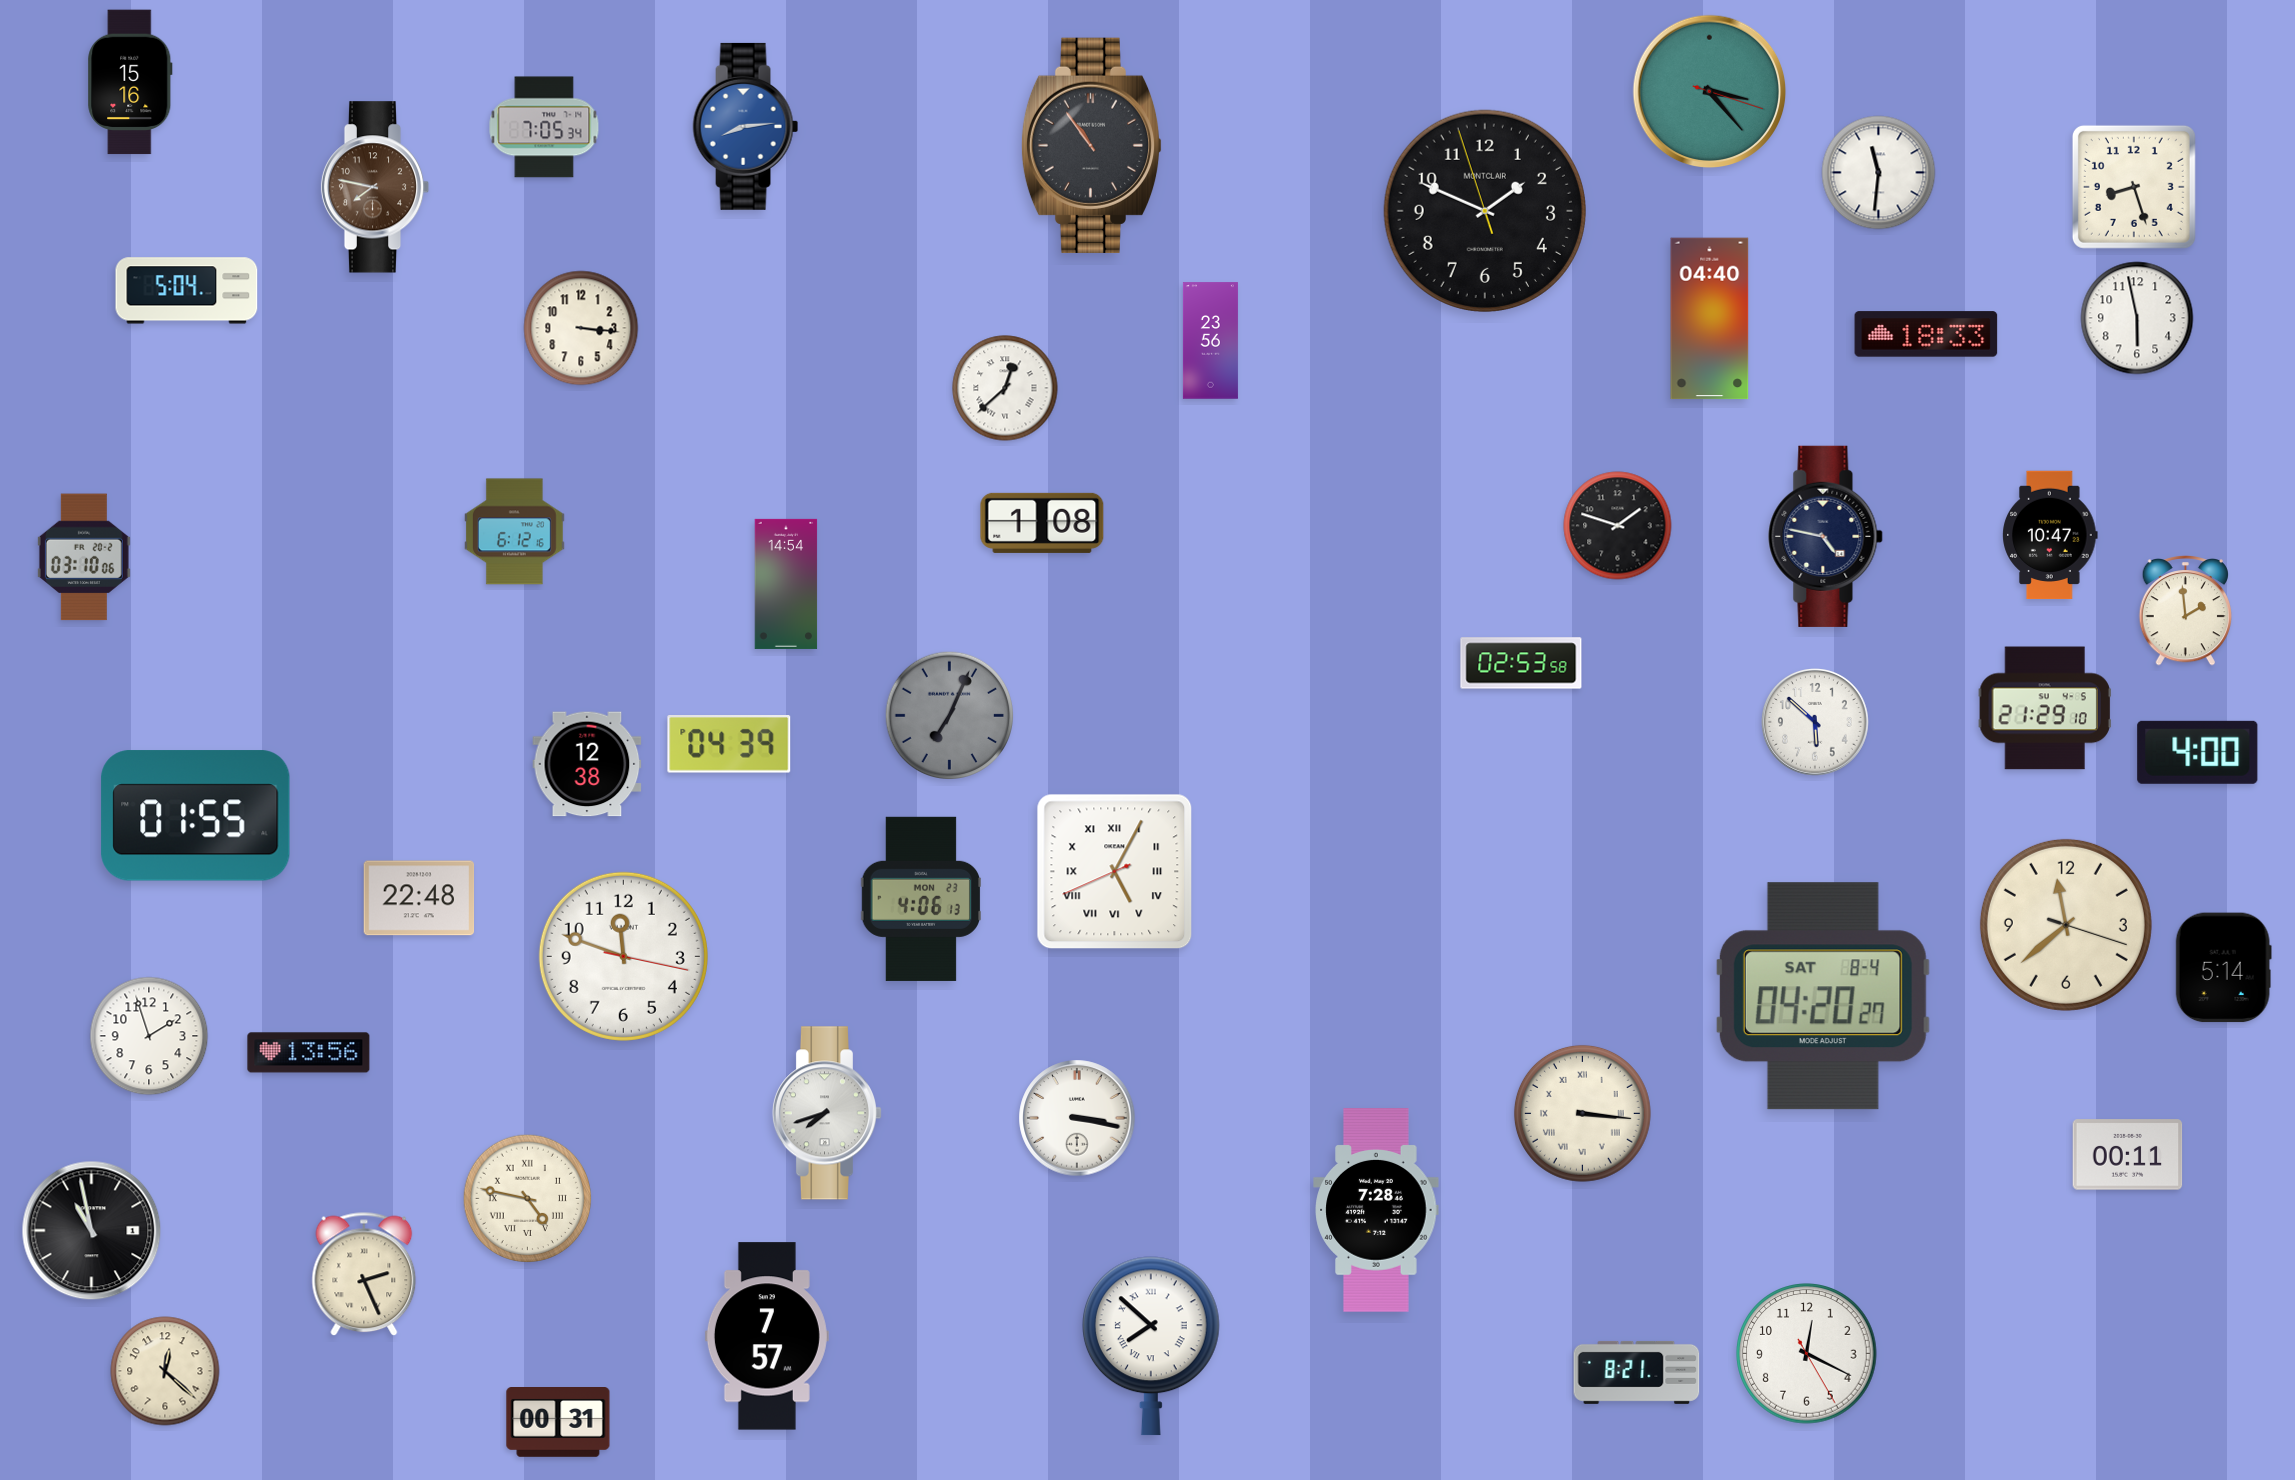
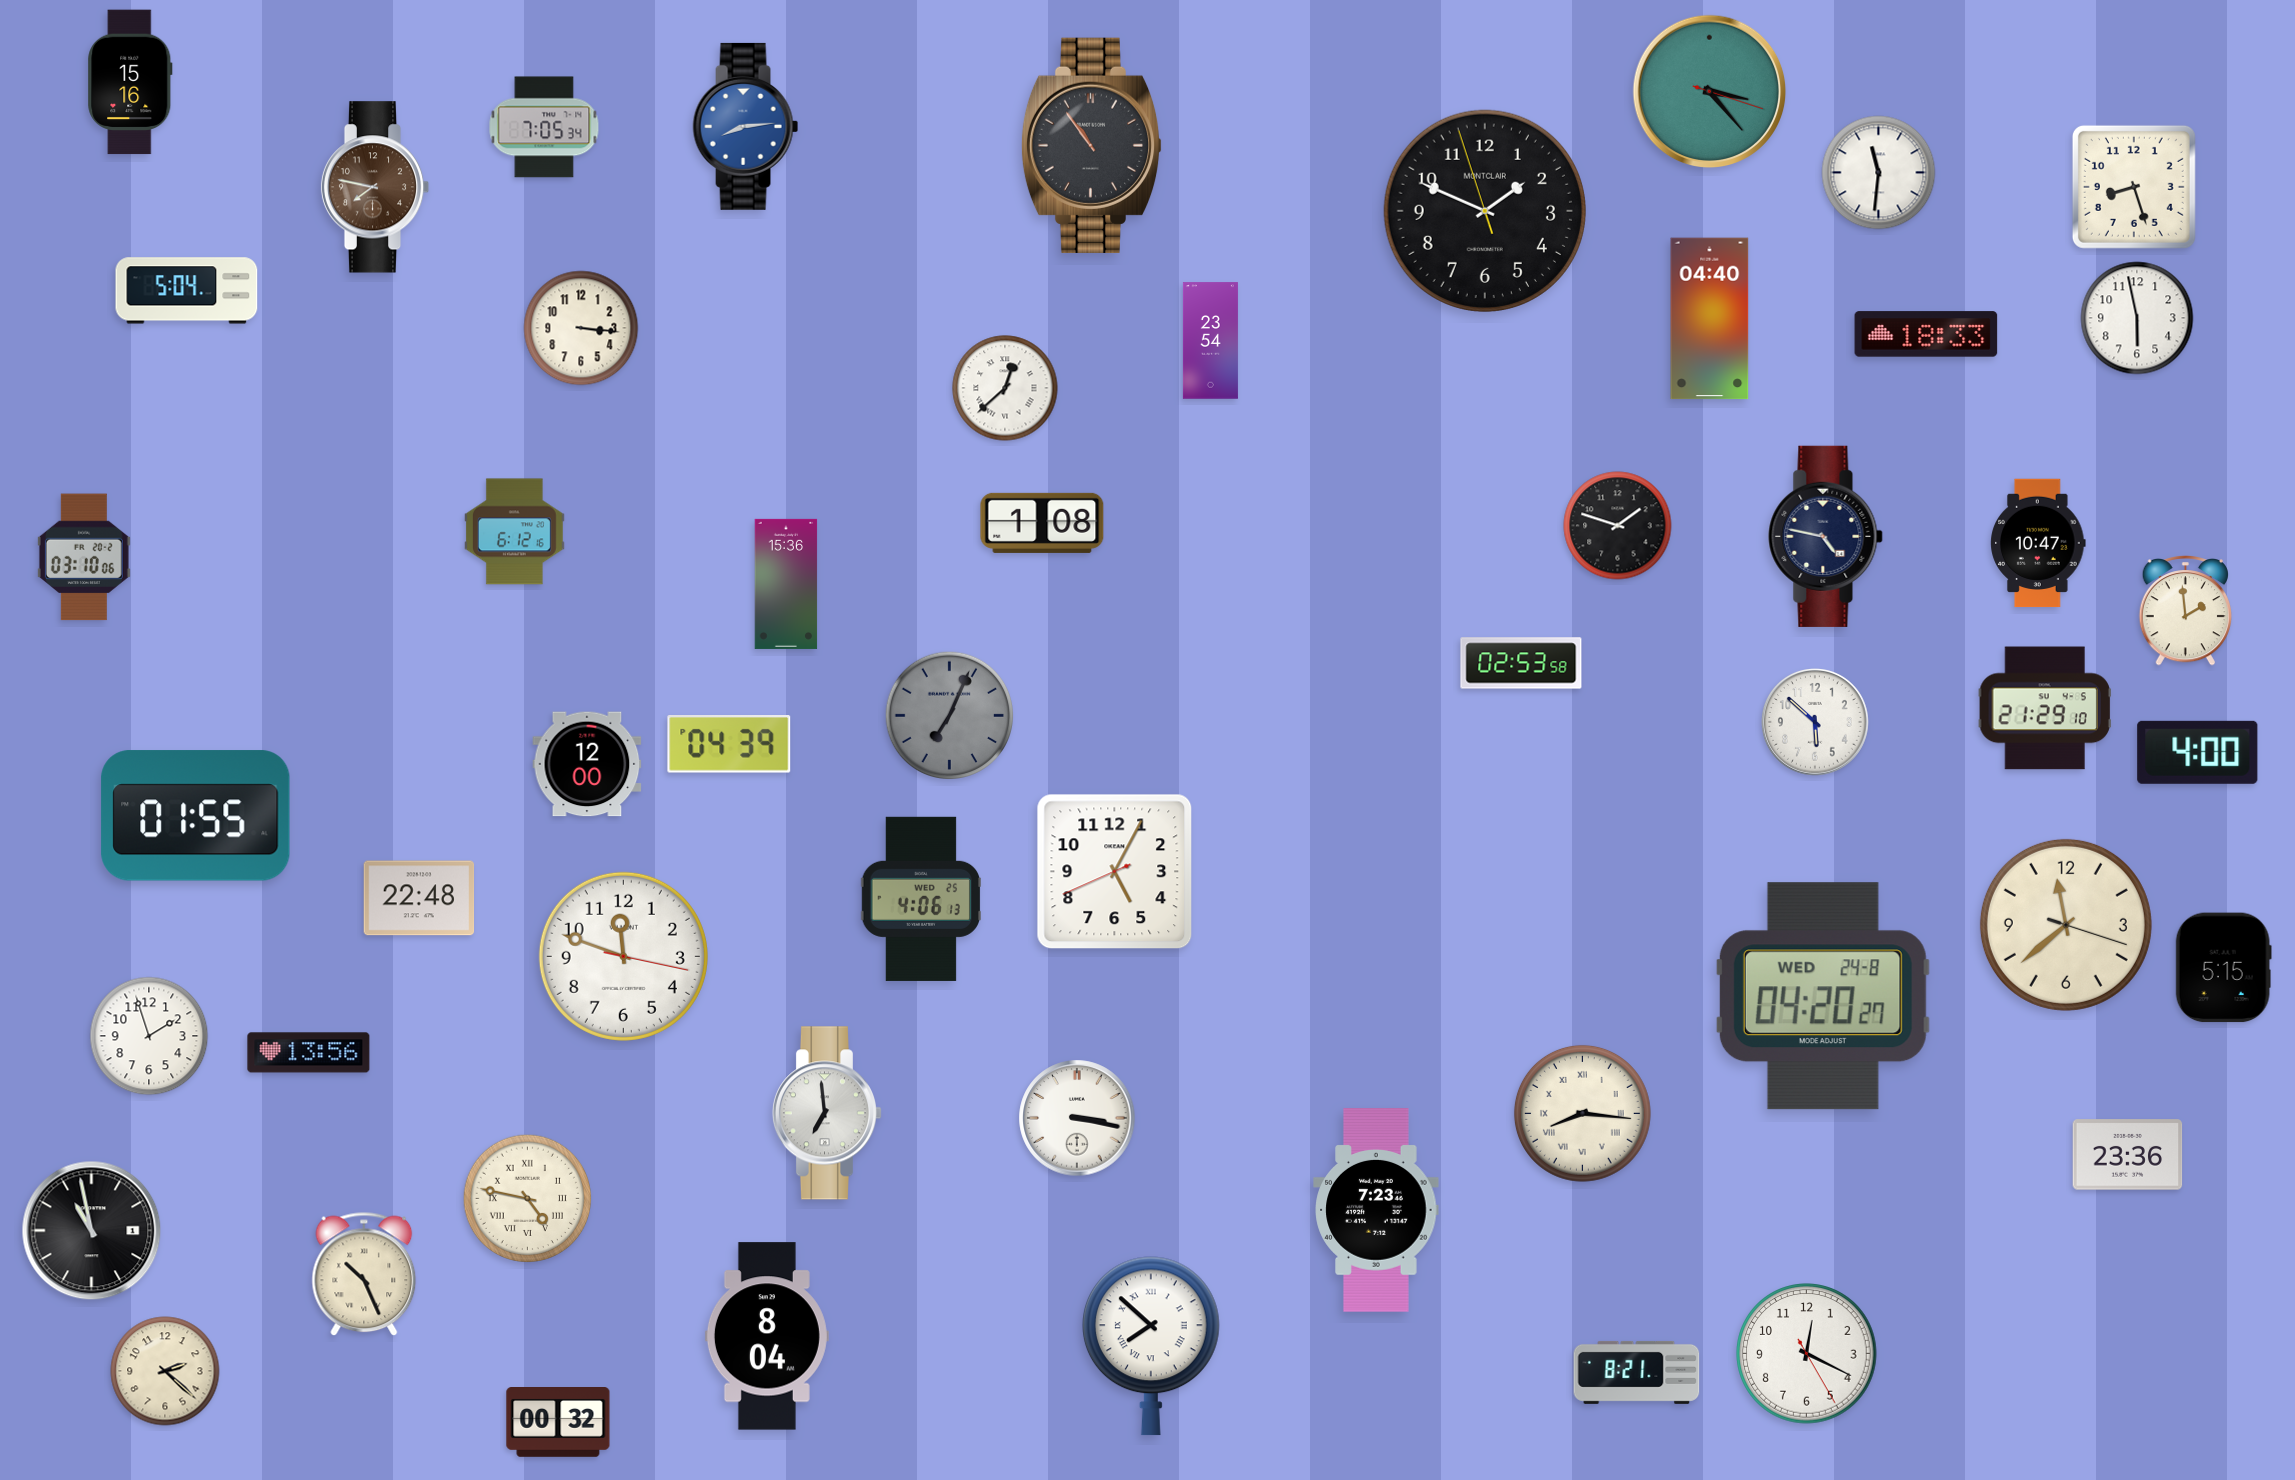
clock at (1210, 341): 23:56 -> 23:54
clock at (2050, 535) position: (2050, 535) -> (2038, 543)
clock at (786, 584): 14:54 -> 15:36
clock at (587, 764): 12:38 -> 12:00
clock at (1115, 872) numerals: Roman -> Arabic
clock at (920, 899) date: MON 23 -> WED 25
clock at (2223, 968): 5:14 -> 5:15
clock at (1823, 996) date: SAT 8-4 -> WED 24-8
clock at (826, 1113): 7:42 -> 6:59
clock at (1582, 1113): 3:16 -> 8:16
clock at (2128, 1155): 00:11 -> 23:36
clock at (1376, 1210): 7:28 -> 7:23
clock at (364, 1274): 2:26 -> 10:26
clock at (767, 1336): 7:57 -> 8:04
clock at (165, 1371): 12:22 -> 2:22
clock at (558, 1423): 00:31 -> 00:32
